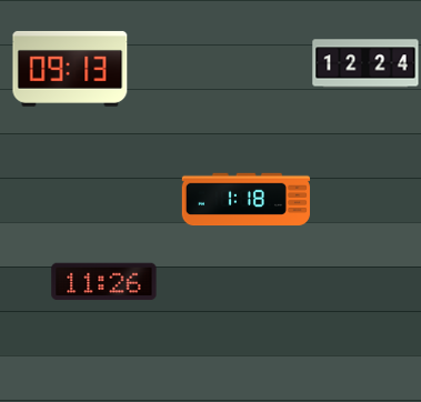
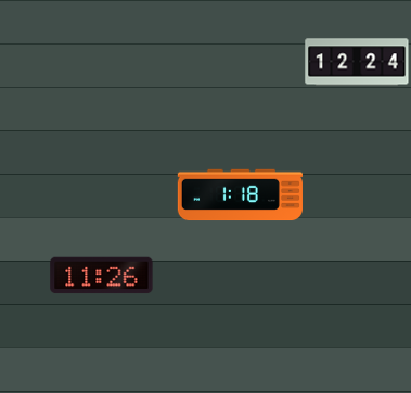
clock at (70, 69): 09:13 -> none
